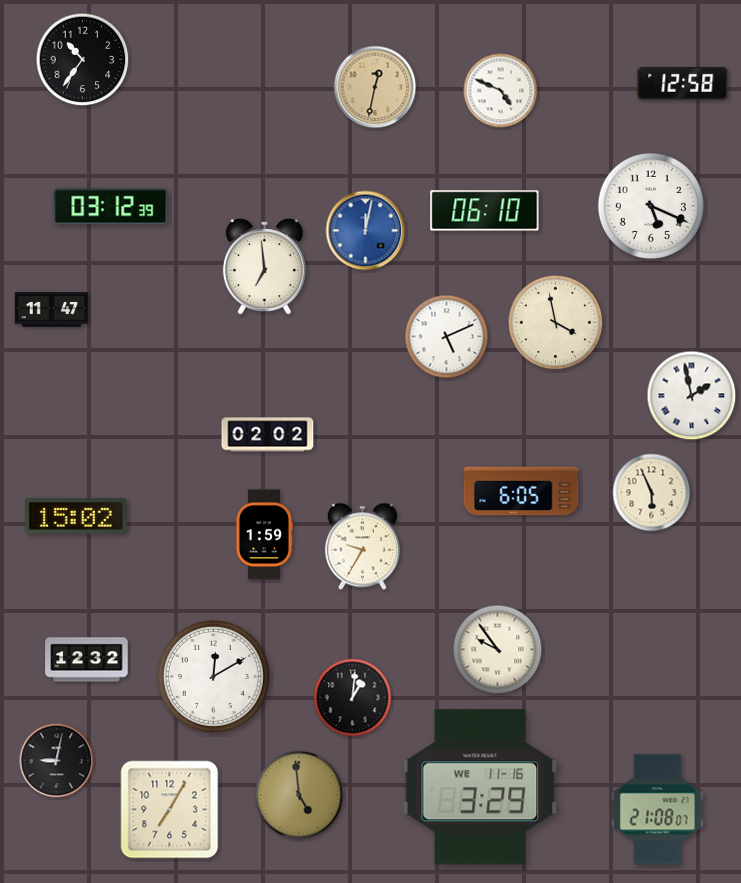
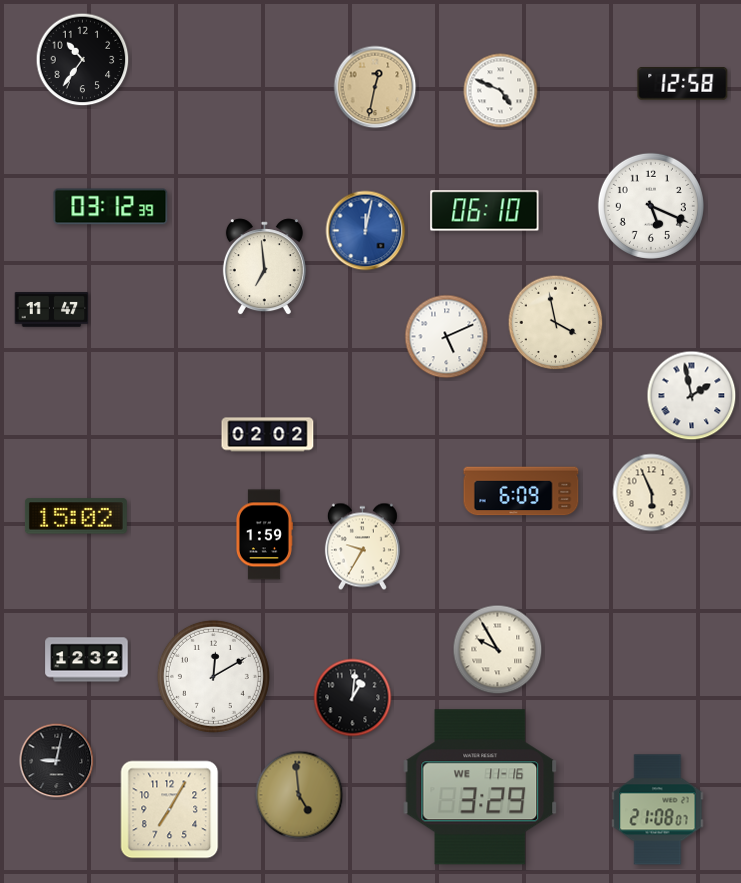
clock at (521, 491): 6:05 -> 6:09
clock at (498, 650): 9:54 -> 9:55
